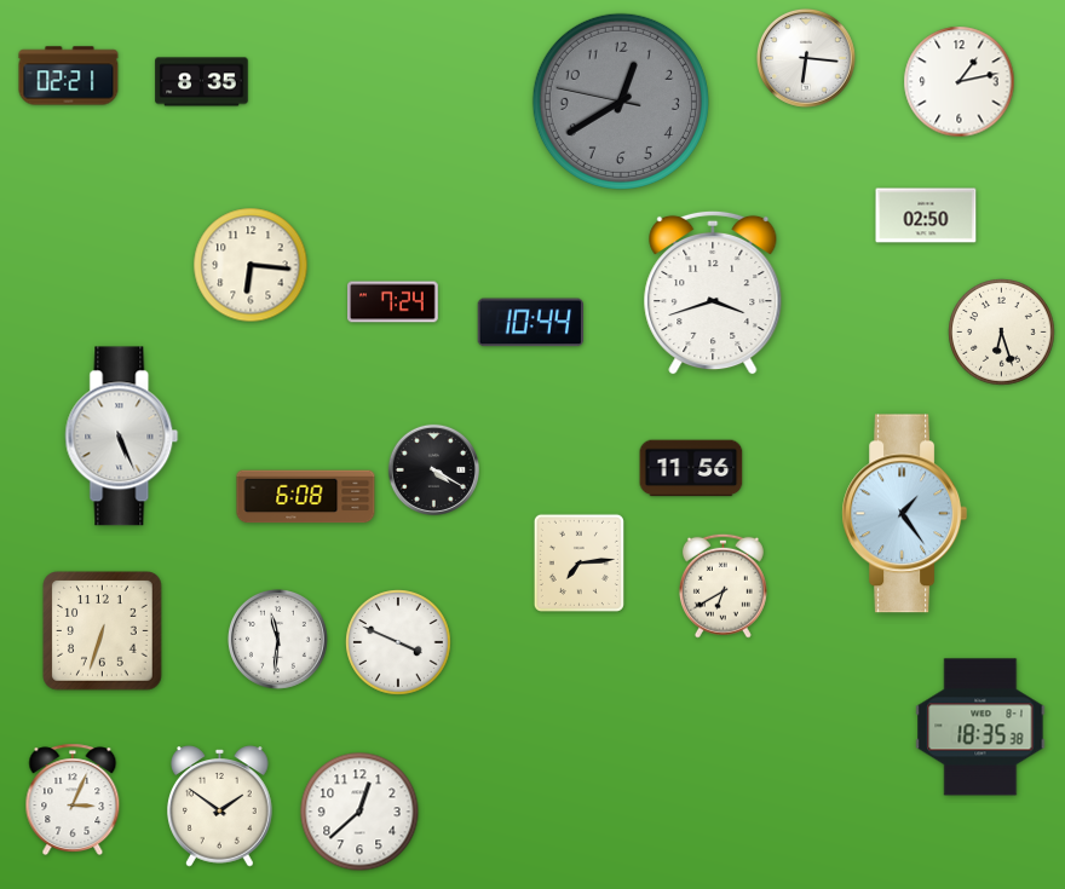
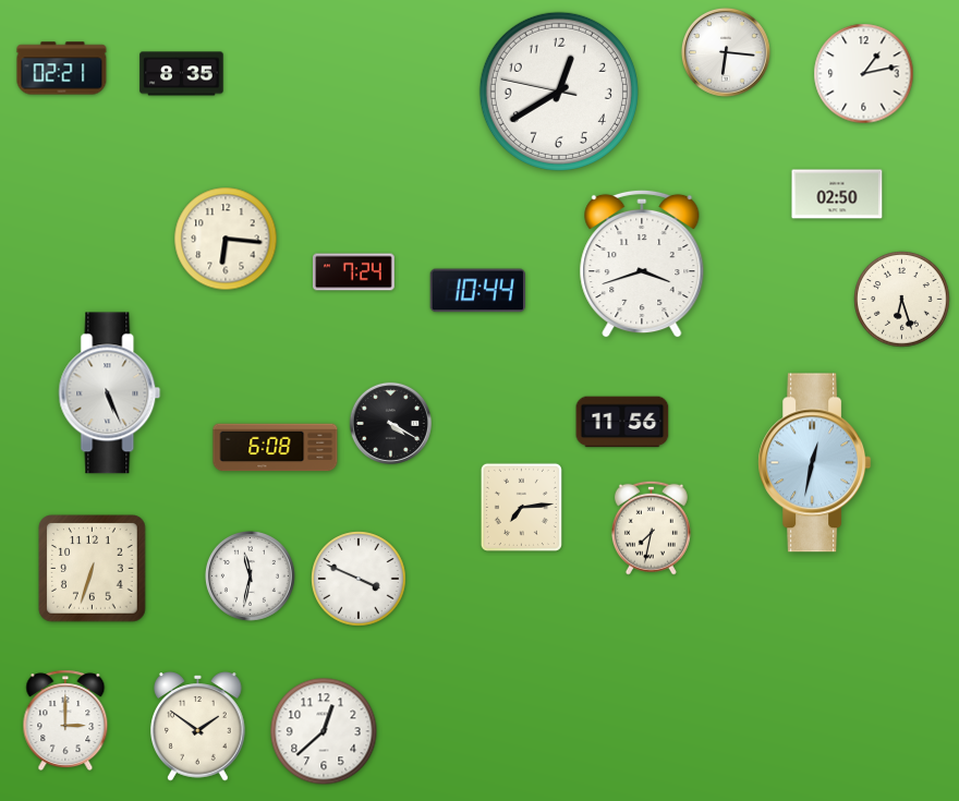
clock at (621, 102) dial: grey -> white
clock at (926, 215) position: (926, 215) -> (837, 194)
clock at (905, 514): 1:24 -> 12:32
clock at (723, 585): 6:40 -> 7:32
clock at (277, 639): 11:31 -> 11:32
clock at (980, 727): 18:35 -> none
clock at (73, 799): 3:04 -> 3:00
